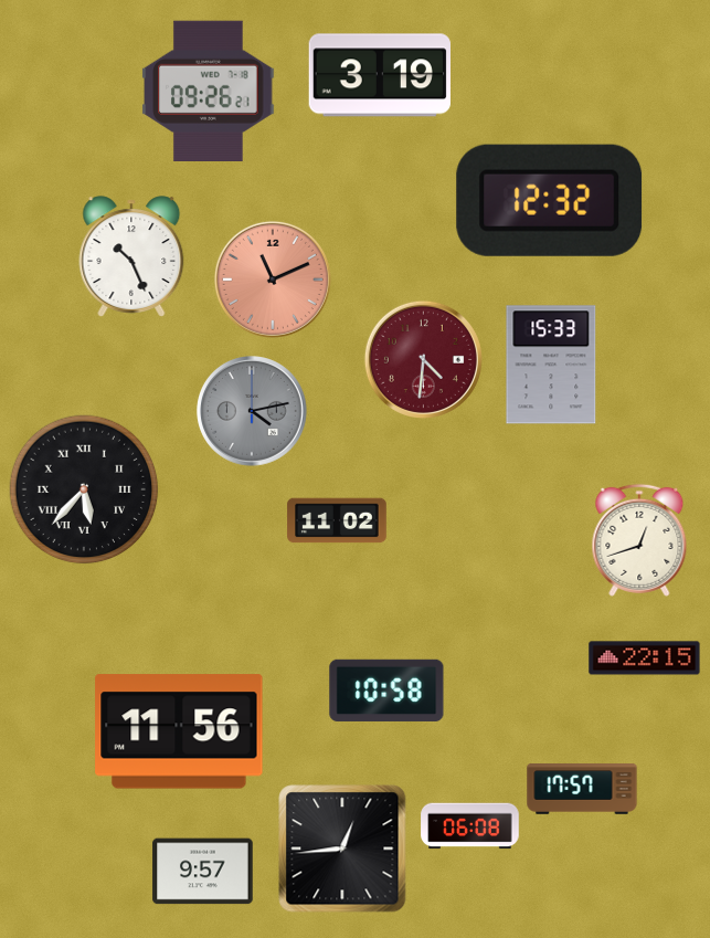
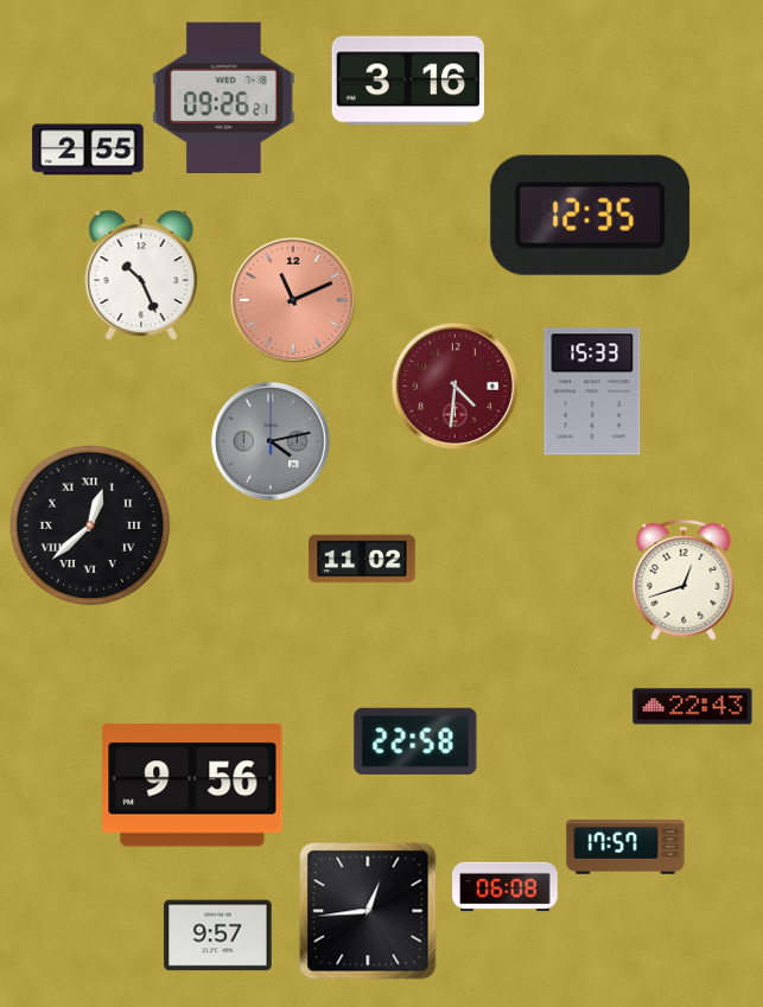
clock at (380, 75): 3:19 -> 3:16
clock at (88, 149): none -> 2:55
clock at (550, 200): 12:32 -> 12:35
clock at (84, 489): 5:37 -> 12:38
clock at (639, 540) position: (639, 540) -> (683, 580)
clock at (645, 658): 22:15 -> 22:43
clock at (386, 691): 10:58 -> 22:58
clock at (179, 731): 11:56 -> 9:56
